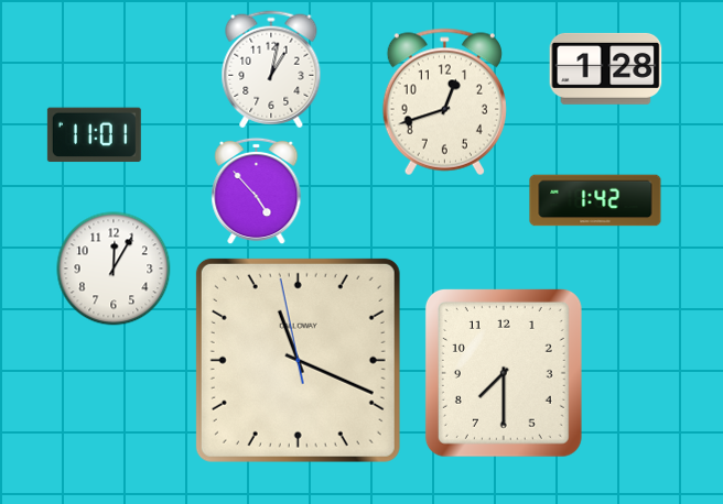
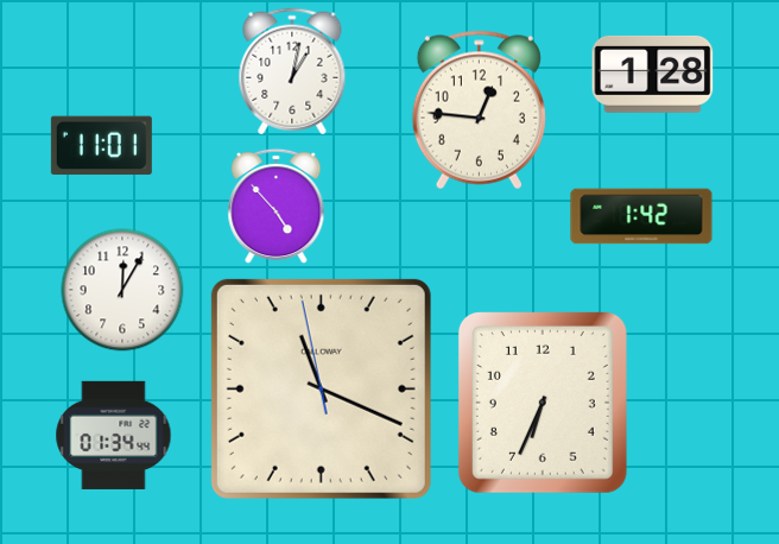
clock at (271, 69) position: (271, 69) -> (292, 71)
clock at (444, 102): 12:42 -> 12:46
clock at (504, 373): 7:30 -> 6:34
clock at (114, 435): none -> 01:34
